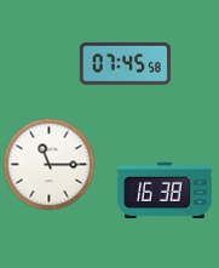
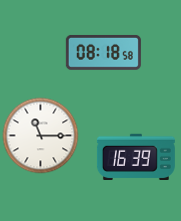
clock at (125, 63): 07:45 -> 08:18
clock at (165, 189): 16:38 -> 16:39
